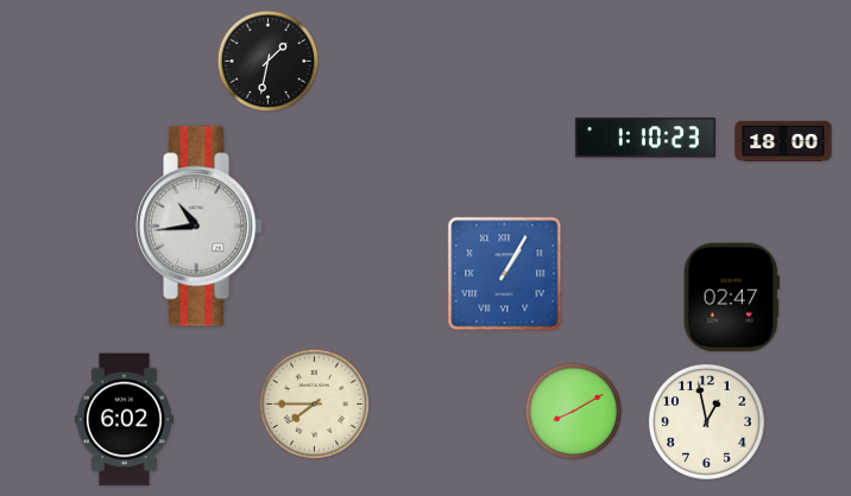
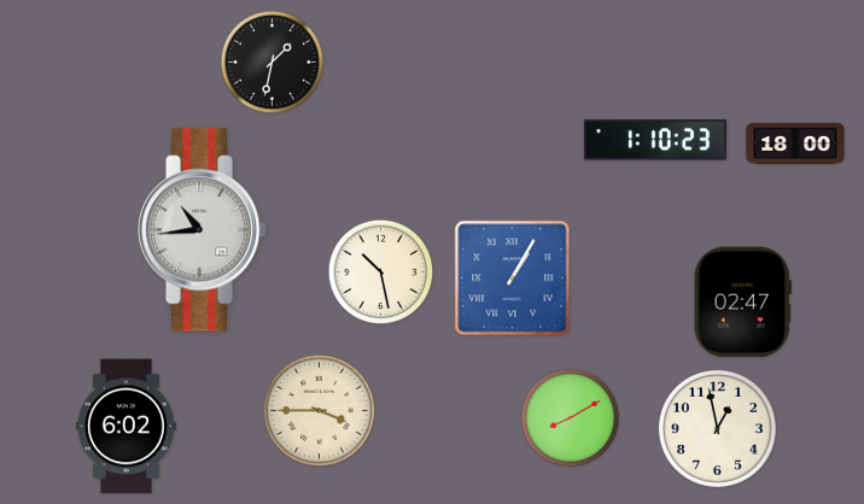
clock at (381, 272): none -> 10:28
clock at (314, 403): 7:45 -> 3:45
clock at (574, 412) position: (574, 412) -> (571, 418)
